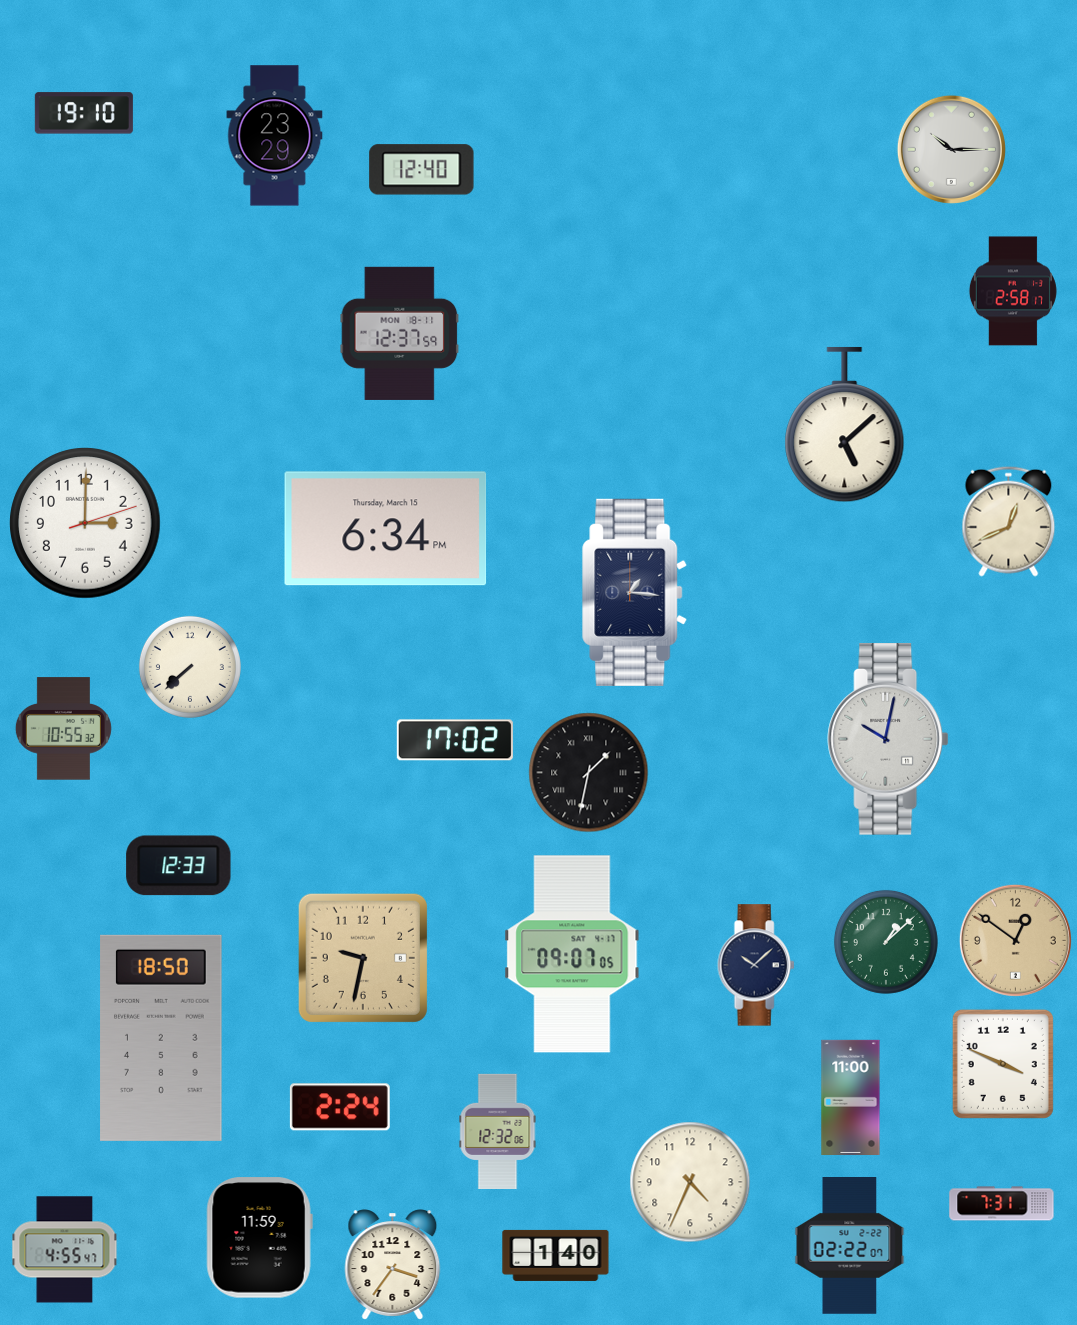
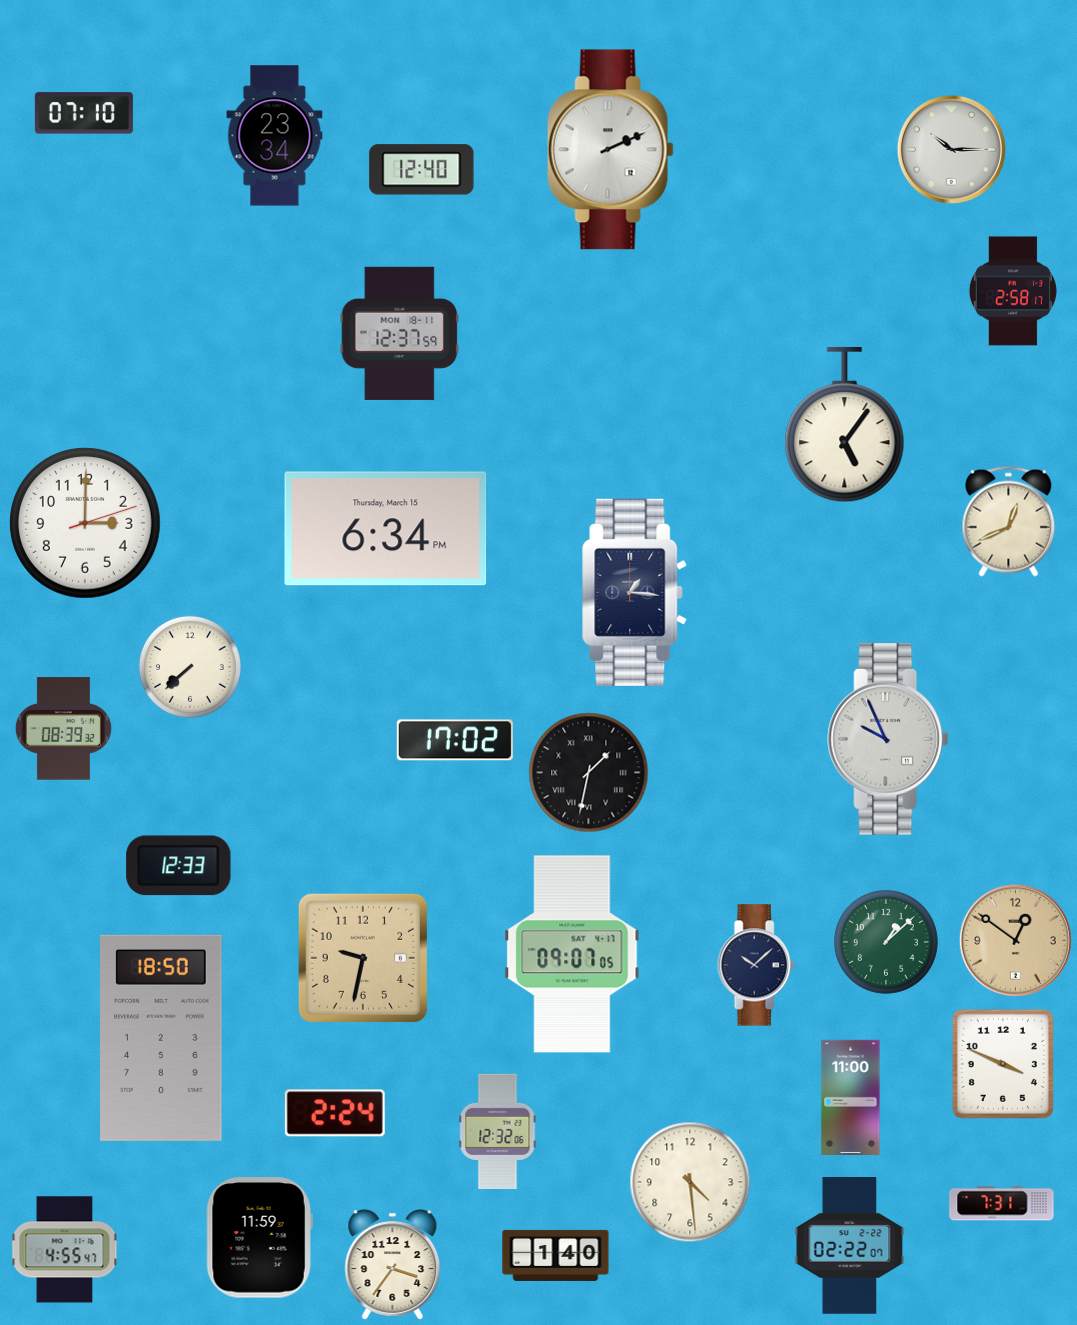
clock at (84, 113): 19:10 -> 07:10
clock at (275, 136): 23:29 -> 23:34
clock at (610, 150): none -> 2:11
clock at (845, 425): 5:08 -> 5:06
clock at (63, 729): 10:55 -> 08:39
clock at (888, 740): 10:02 -> 9:56
clock at (340, 1107) position: (340, 1107) -> (335, 1113)
clock at (690, 1182): 4:34 -> 4:29
